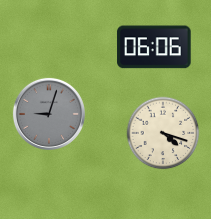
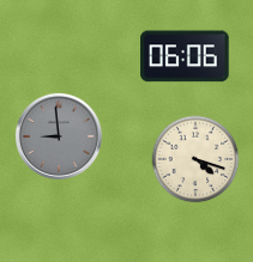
clock at (49, 114): 9:03 -> 8:59
